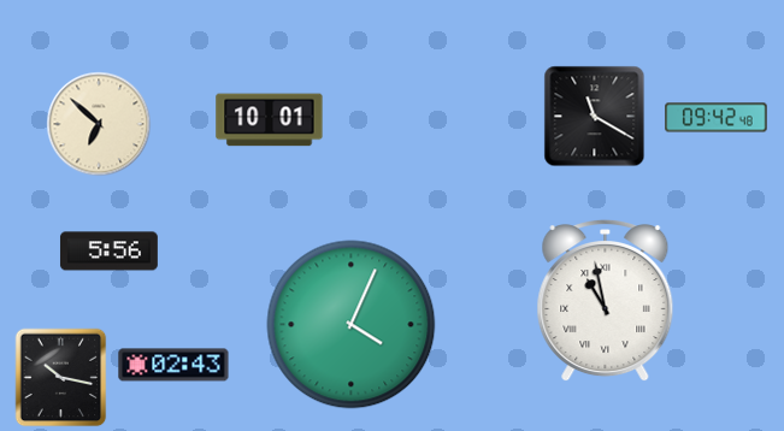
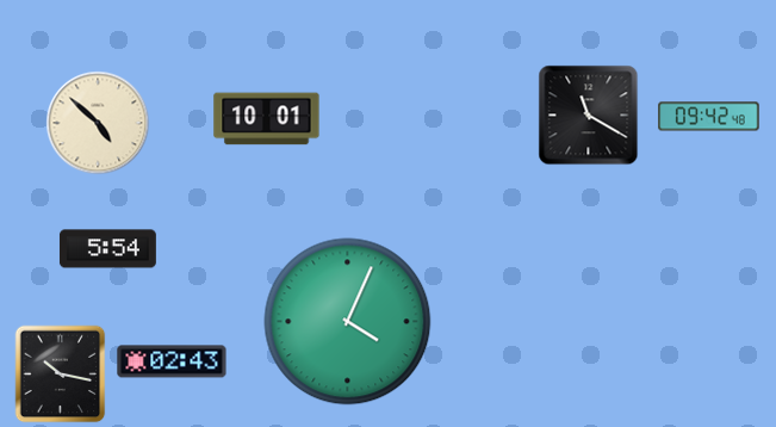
clock at (99, 124): 6:52 -> 4:52
clock at (108, 252): 5:56 -> 5:54
clock at (606, 301): 10:58 -> none
